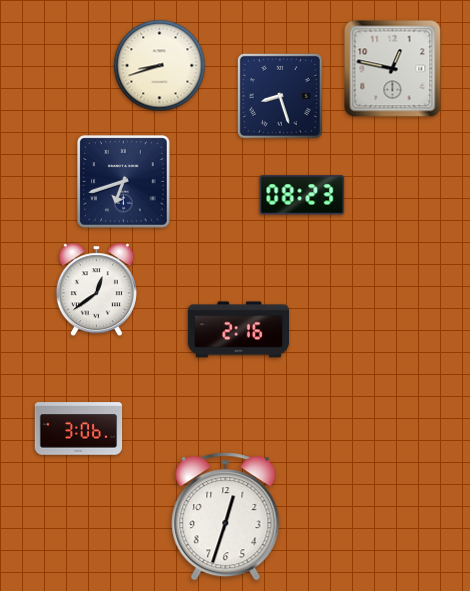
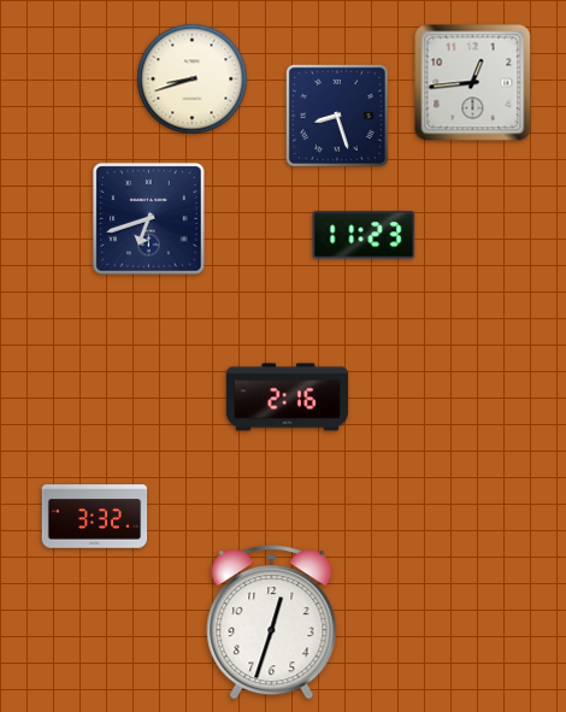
clock at (393, 69): 12:47 -> 12:44
clock at (302, 195): 08:23 -> 11:23
clock at (96, 290): 12:39 -> none
clock at (79, 429): 3:06 -> 3:32
